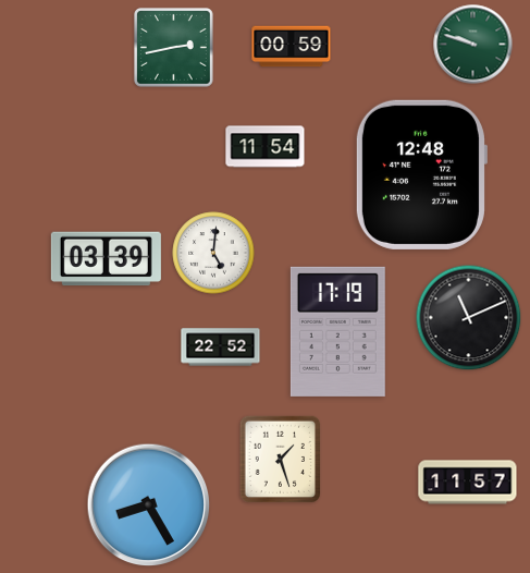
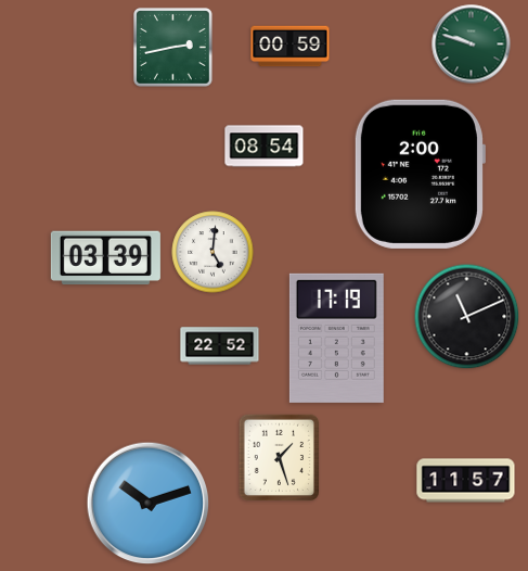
clock at (266, 147): 11:54 -> 08:54
clock at (421, 174): 12:48 -> 2:00
clock at (337, 331) position: (337, 331) -> (336, 338)
clock at (149, 505): 8:25 -> 10:12
